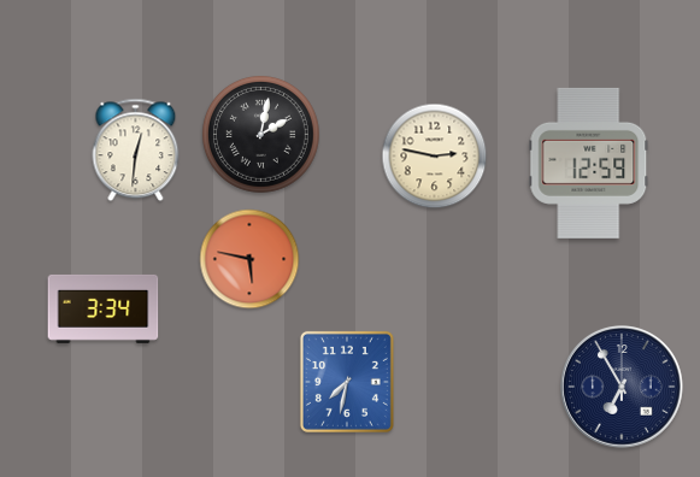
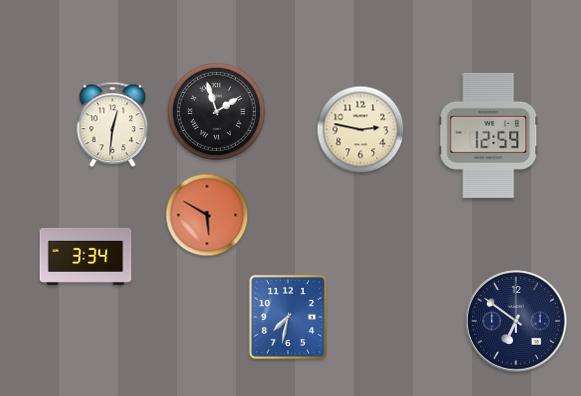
clock at (260, 134): 2:02 -> 1:57
clock at (249, 259): 5:47 -> 5:50
clock at (623, 388): 6:55 -> 6:51
